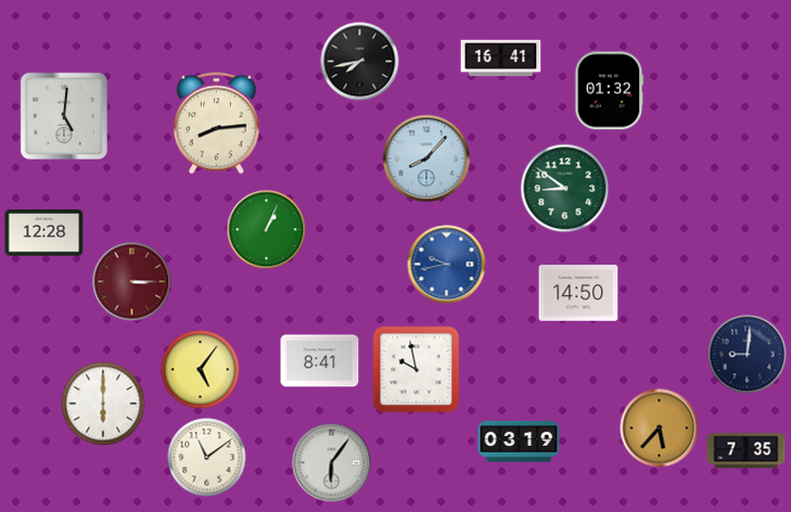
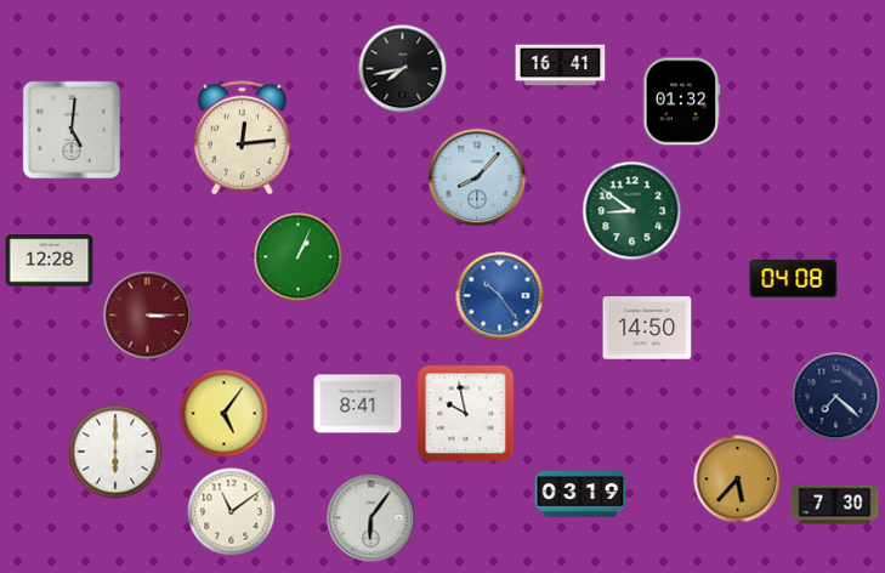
clock at (216, 124): 8:14 -> 12:14
clock at (794, 278): none -> 04:08
clock at (447, 265): 9:43 -> 10:24
clock at (748, 355): 9:01 -> 7:22
clock at (747, 451): 7:35 -> 7:30
